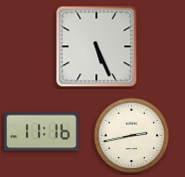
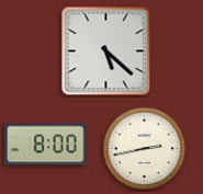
clock at (97, 47): 5:26 -> 5:22
clock at (42, 132): 11:16 -> 8:00
